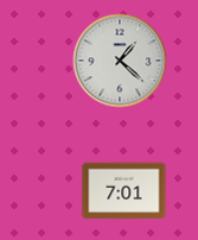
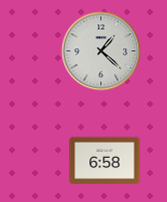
clock at (124, 191): 7:01 -> 6:58
